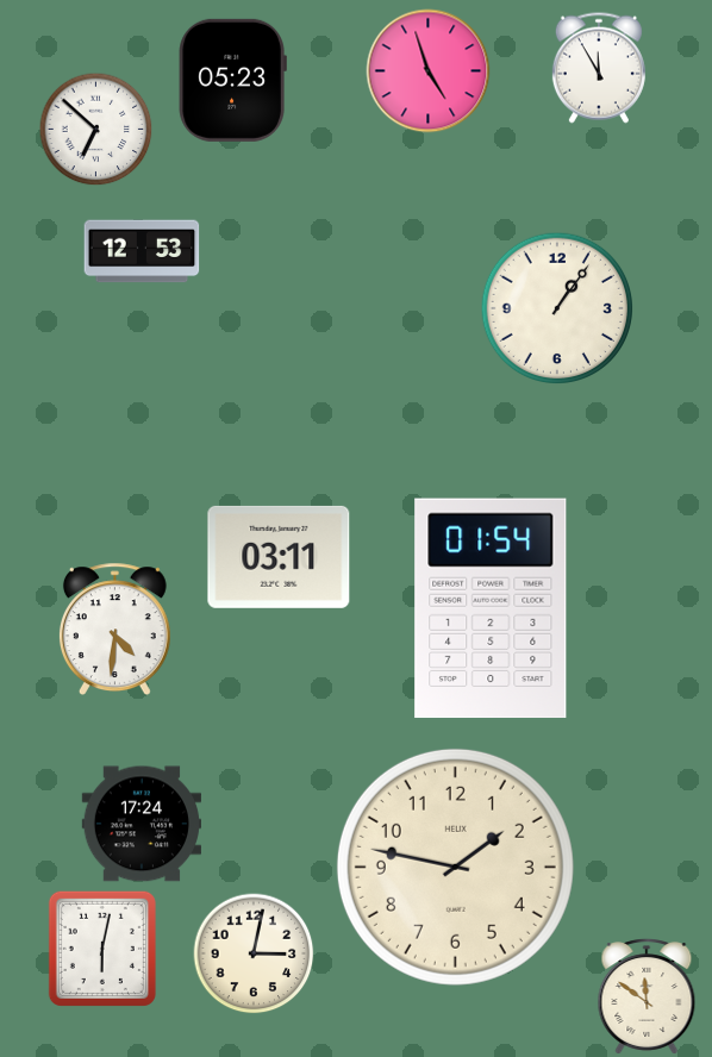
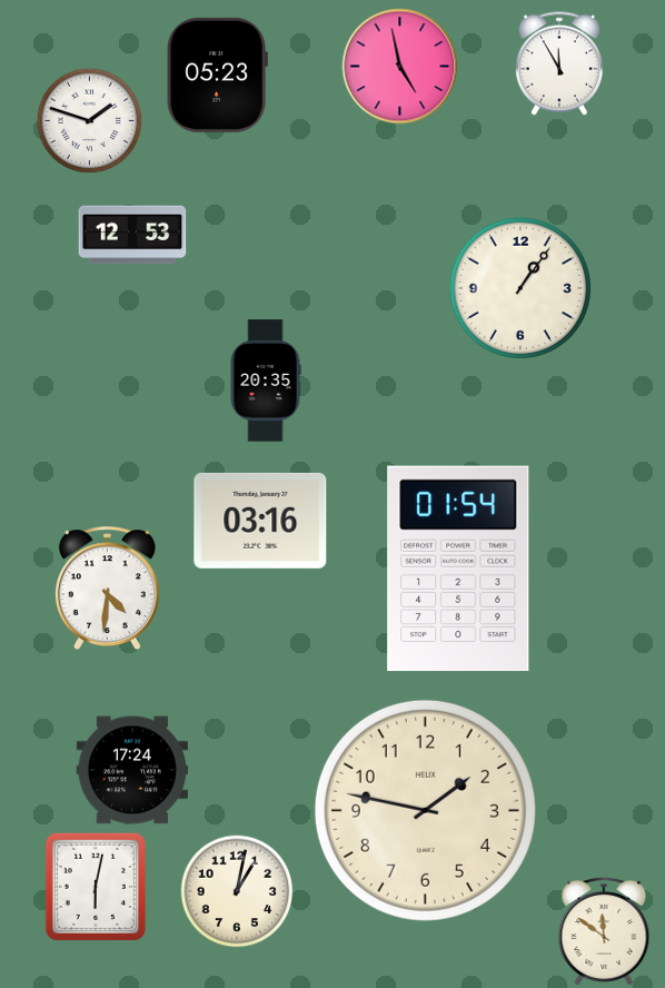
clock at (429, 71): 4:57 -> 4:58
clock at (96, 130): 6:52 -> 1:48
clock at (266, 381): none -> 20:35
clock at (279, 557): 03:11 -> 03:16
clock at (254, 953): 3:02 -> 1:02
